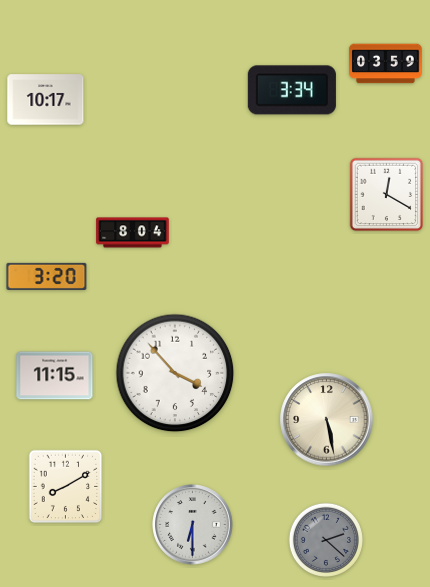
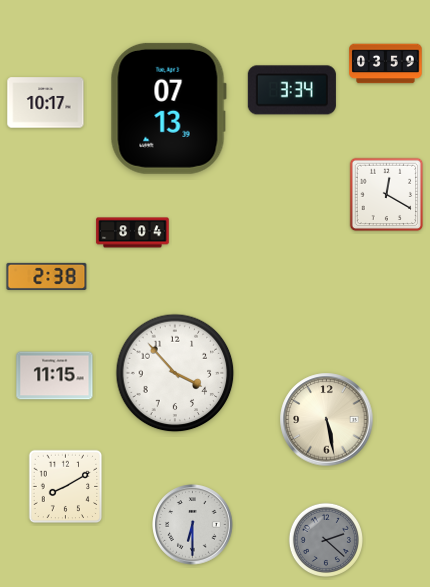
clock at (46, 100) position: (46, 100) -> (46, 103)
clock at (168, 108): none -> 07:13
clock at (47, 276): 3:20 -> 2:38
